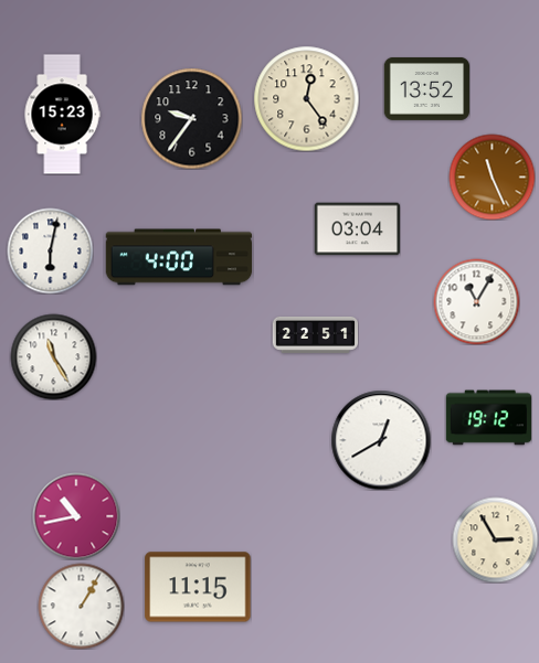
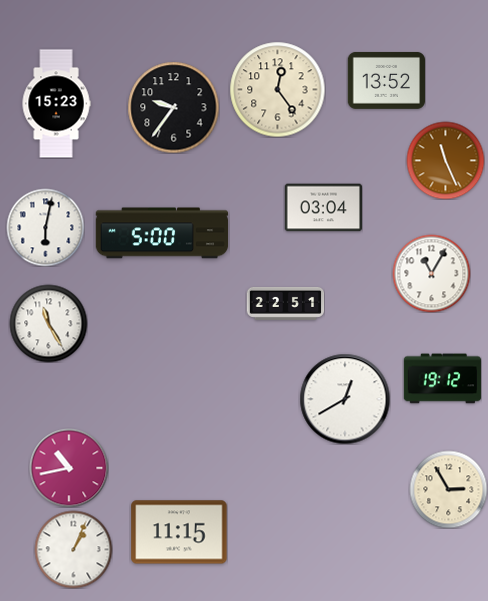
clock at (179, 257): 4:00 -> 5:00
clock at (81, 606): 1:05 -> 1:04
